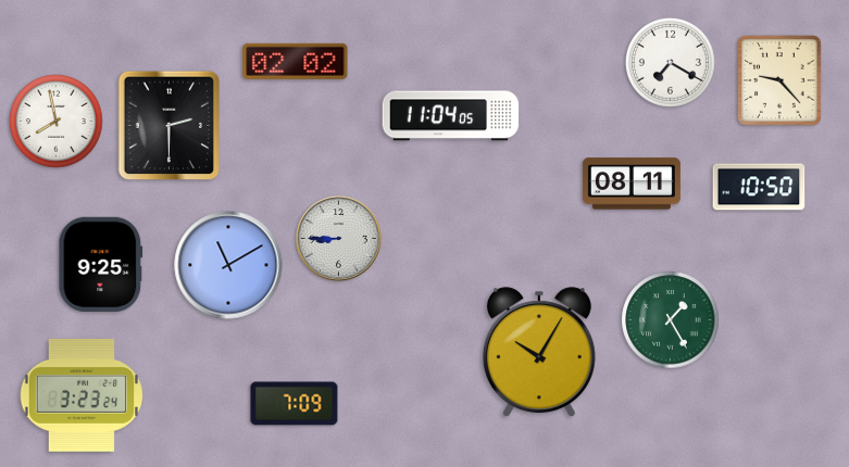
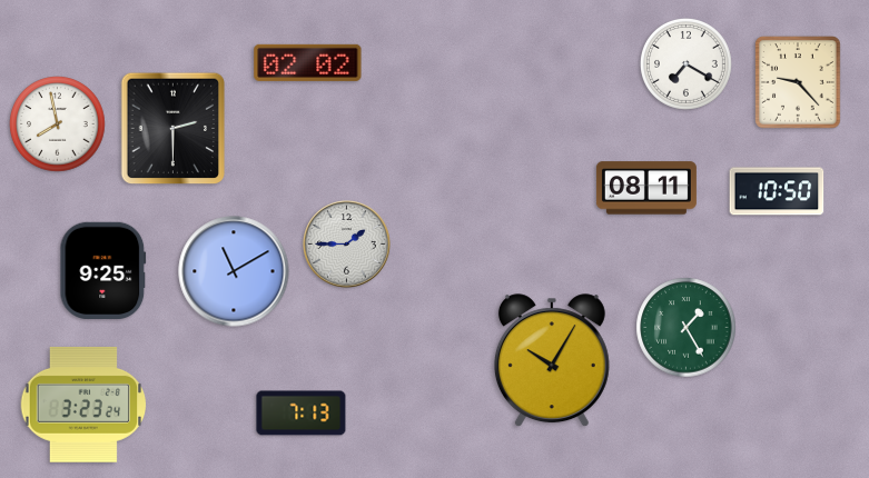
clock at (296, 61) position: (296, 61) -> (308, 62)
clock at (451, 116): 11:04 -> none
clock at (339, 239): 8:45 -> 1:45
clock at (295, 404): 7:09 -> 7:13
